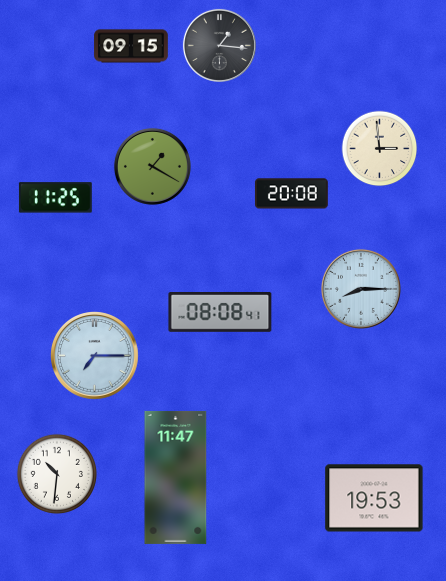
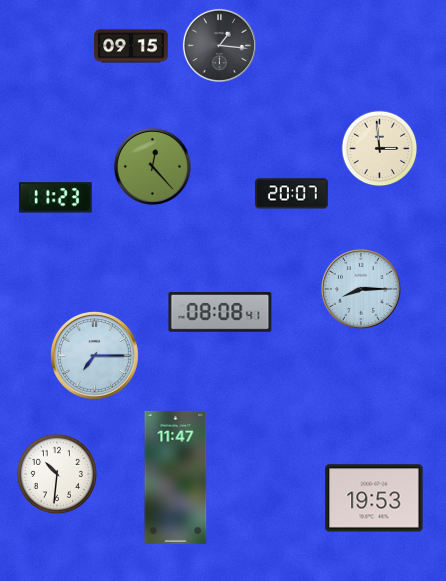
clock at (152, 166): 1:20 -> 12:23
clock at (291, 194): 20:08 -> 20:07
clock at (55, 198): 11:25 -> 11:23
